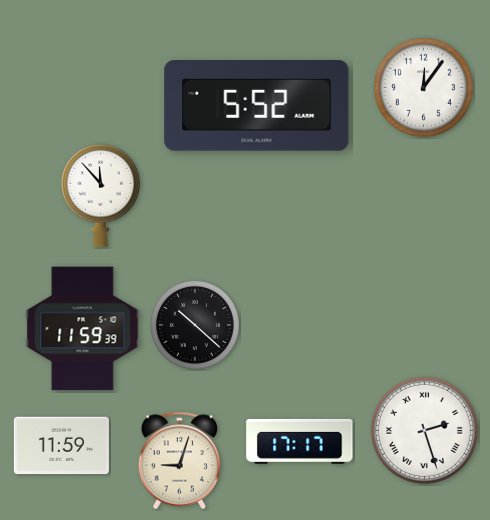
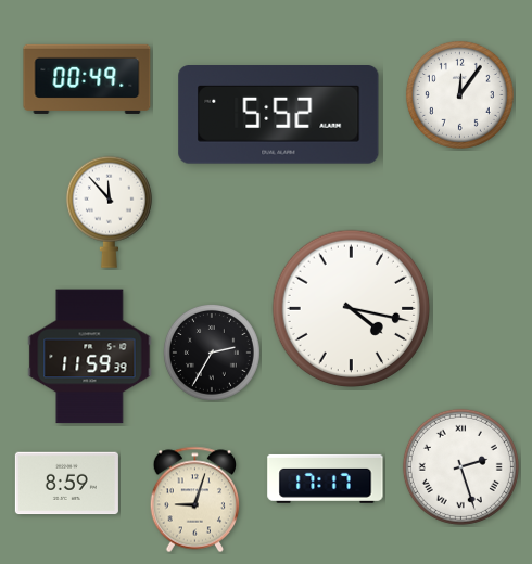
clock at (87, 79): none -> 00:49
clock at (352, 309): none -> 4:17
clock at (195, 325): 10:22 -> 2:35
clock at (61, 446): 11:59 -> 8:59
